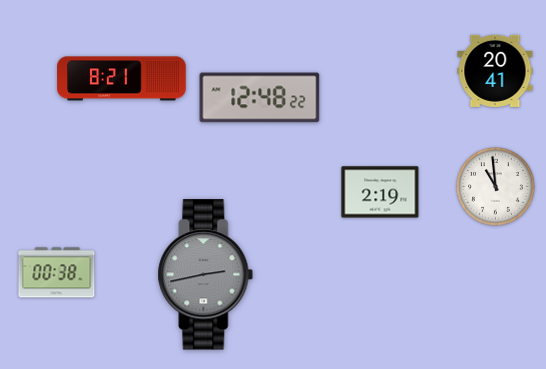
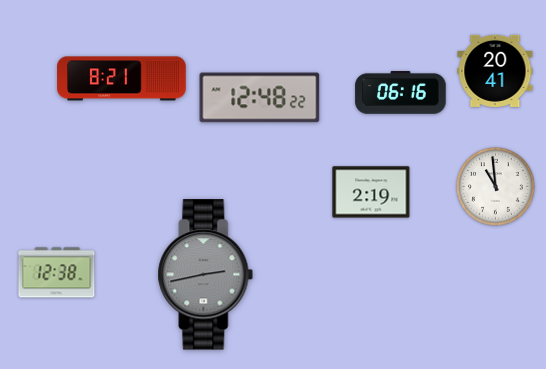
clock at (401, 93): none -> 06:16
clock at (380, 192) position: (380, 192) -> (371, 192)
clock at (57, 273): 00:38 -> 12:38
